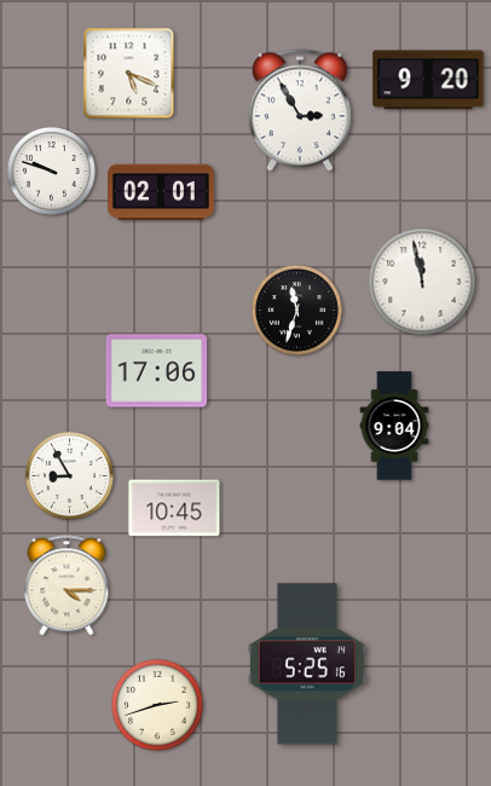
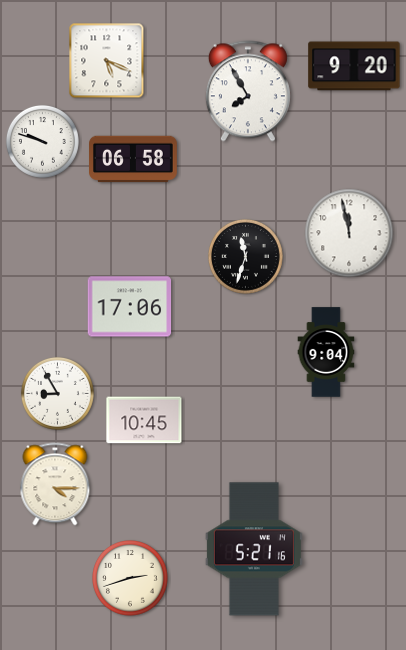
clock at (300, 110): 2:55 -> 7:55
clock at (162, 192): 02:01 -> 06:58
clock at (307, 664): 5:25 -> 5:21
clock at (158, 706) position: (158, 706) -> (131, 579)
